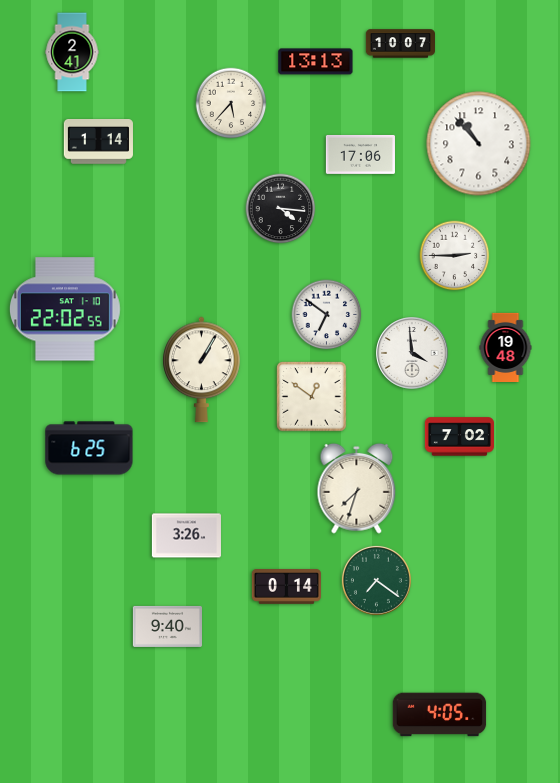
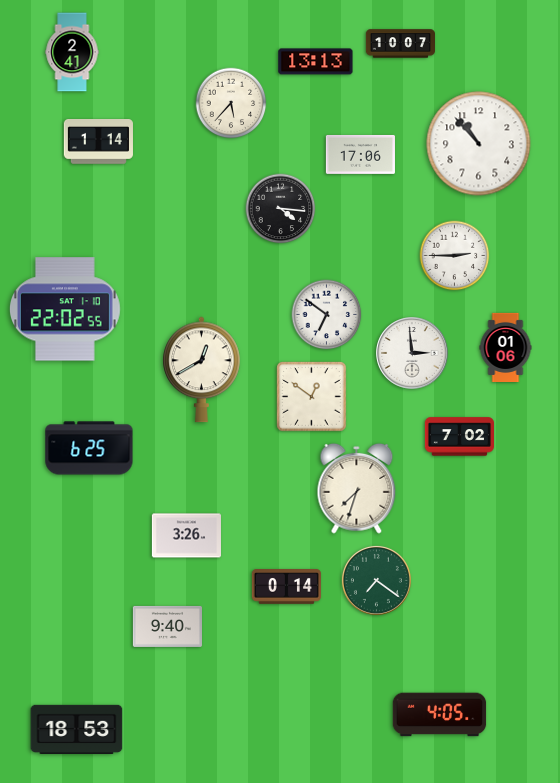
clock at (506, 347): 19:48 -> 01:06
clock at (412, 353): 3:59 -> 2:59
clock at (202, 370): 1:05 -> 12:40
clock at (77, 729): none -> 18:53
